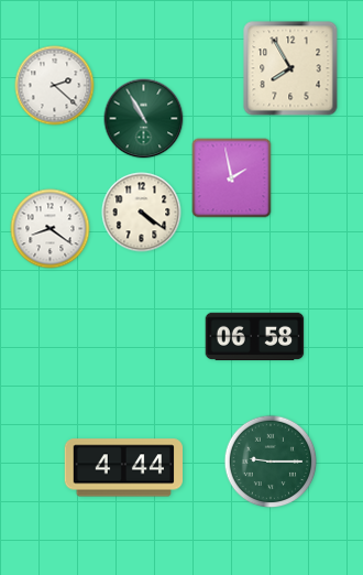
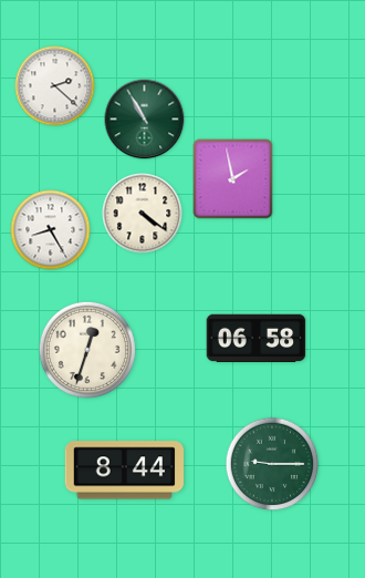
clock at (290, 68): 7:55 -> none
clock at (51, 229): 8:21 -> 8:25
clock at (87, 350): none -> 12:33
clock at (123, 468): 4:44 -> 8:44
